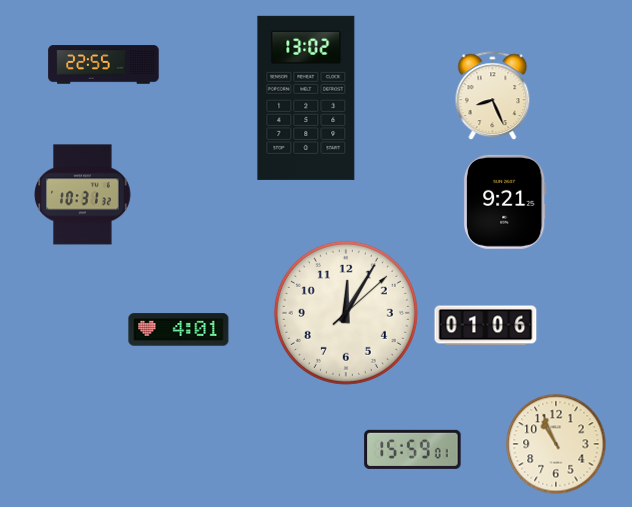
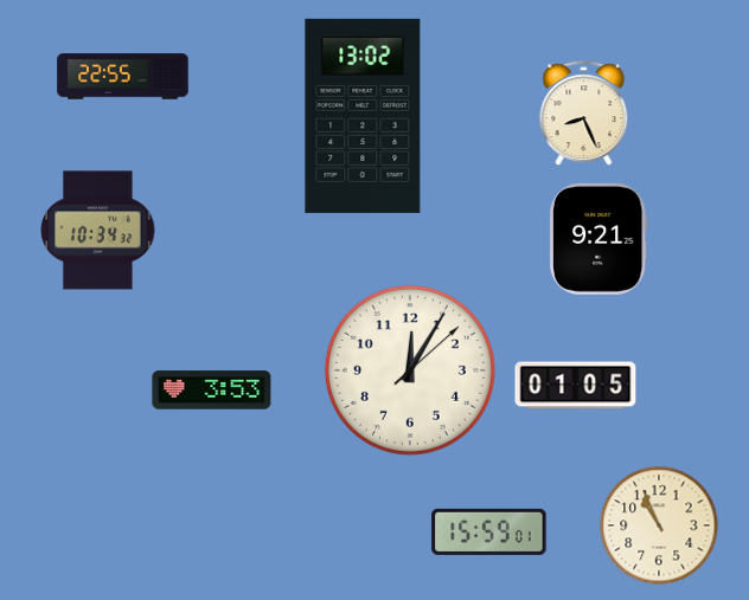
clock at (83, 195): 10:31 -> 10:34
clock at (486, 326): 01:06 -> 01:05
clock at (179, 330): 4:01 -> 3:53
